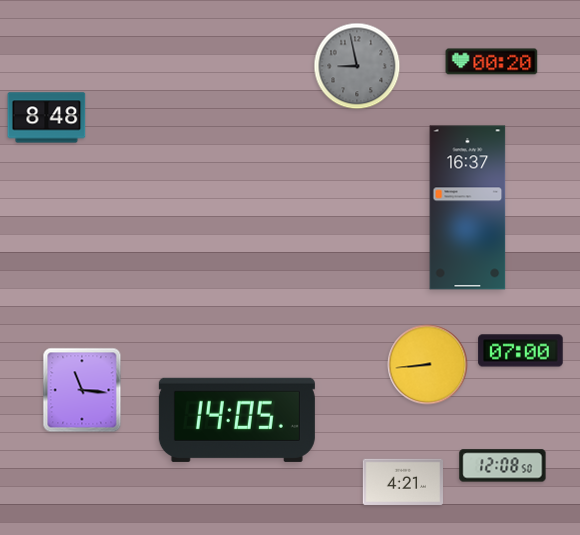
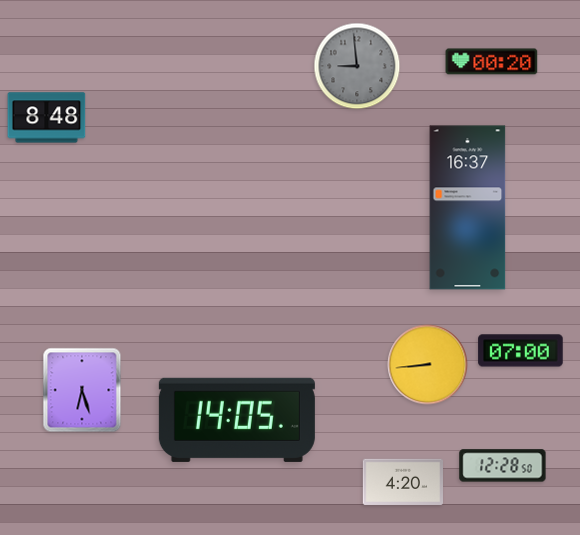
clock at (357, 66): 8:58 -> 8:59
clock at (82, 390): 11:16 -> 6:27
clock at (503, 466): 12:08 -> 12:28
clock at (402, 481): 4:21 -> 4:20
